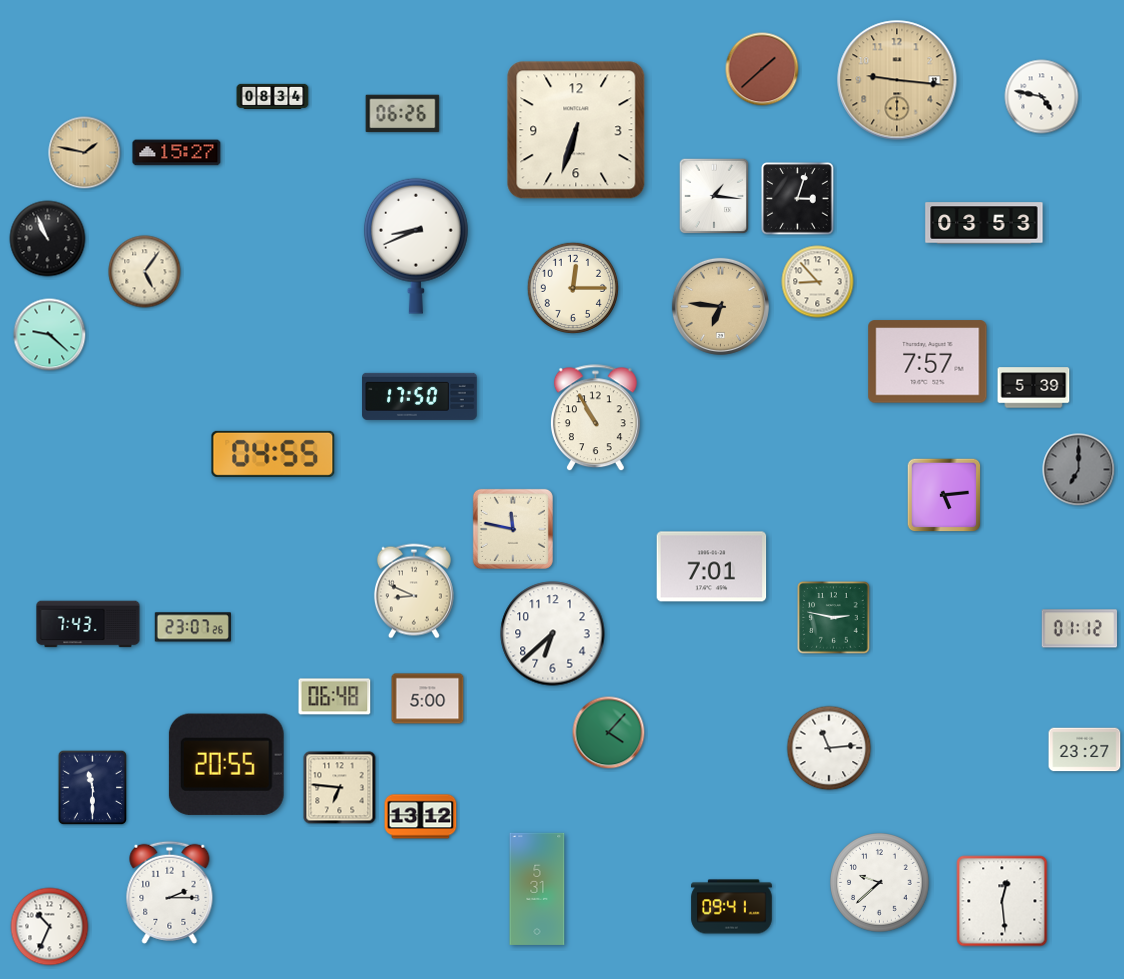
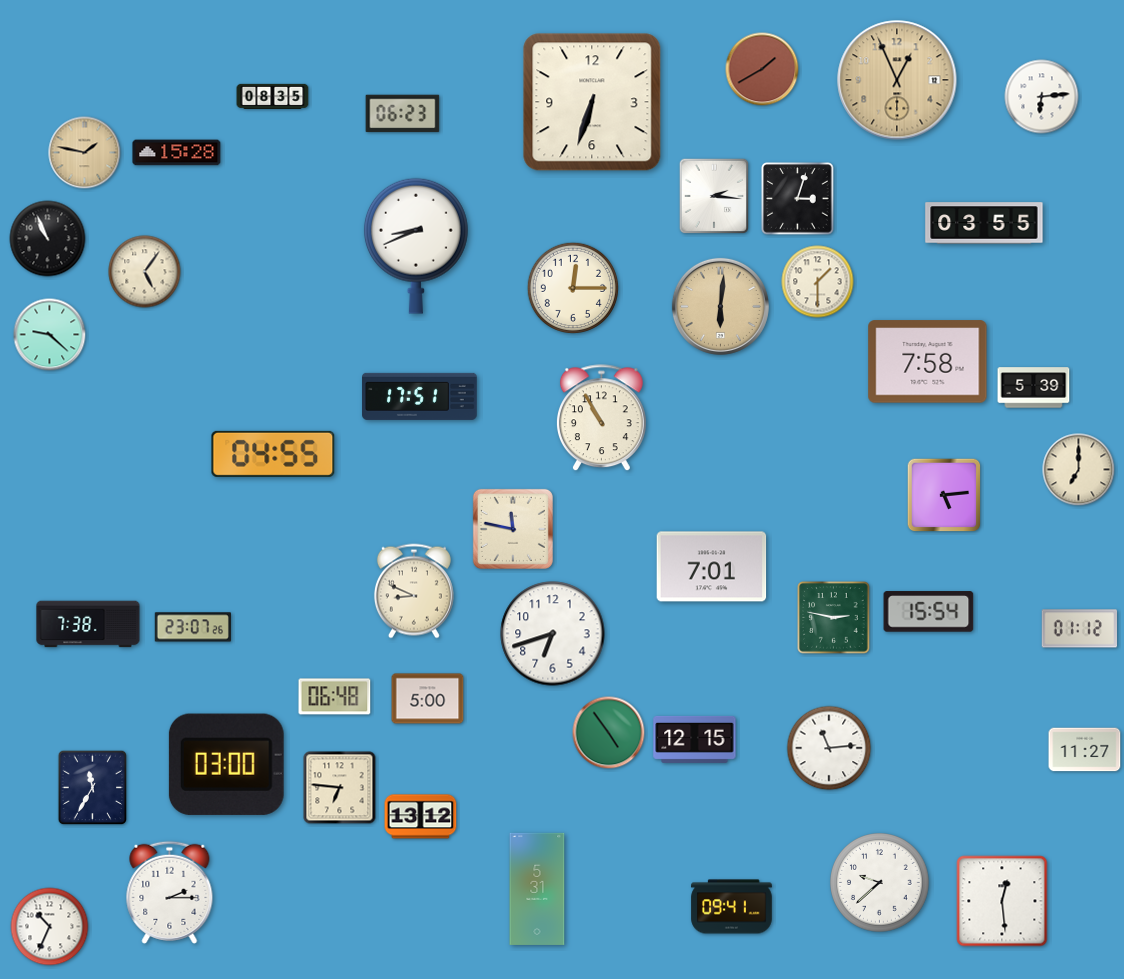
clock at (762, 69): 1:38 -> 1:40
clock at (897, 80): 9:16 -> 12:56
clock at (273, 96): 08:34 -> 08:35
clock at (1042, 97): 4:47 -> 6:14
clock at (403, 114): 06:26 -> 06:23
clock at (576, 130) position: (576, 130) -> (592, 102)
clock at (177, 153): 15:27 -> 15:28
clock at (714, 196): 1:16 -> 2:16
clock at (984, 223): 03:53 -> 03:55
clock at (818, 282): 8:53 -> 1:30
clock at (720, 306): 6:46 -> 6:01
clock at (928, 362): 7:57 -> 7:58
clock at (420, 396): 17:50 -> 17:51
clock at (595, 418) position: (595, 418) -> (601, 418)
clock at (1079, 470) dial: grey -> cream
clock at (929, 612): none -> 15:54
clock at (88, 624): 7:43 -> 7:38
clock at (553, 634): 6:38 -> 6:42
clock at (609, 733): 4:07 -> 4:54
clock at (695, 739): none -> 12:15
clock at (1085, 750): 23:27 -> 11:27
clock at (226, 764): 20:55 -> 03:00
clock at (93, 788): 11:30 -> 11:35
